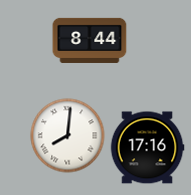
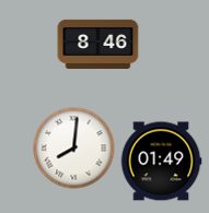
clock at (90, 40): 8:44 -> 8:46
clock at (147, 148): 17:16 -> 01:49
